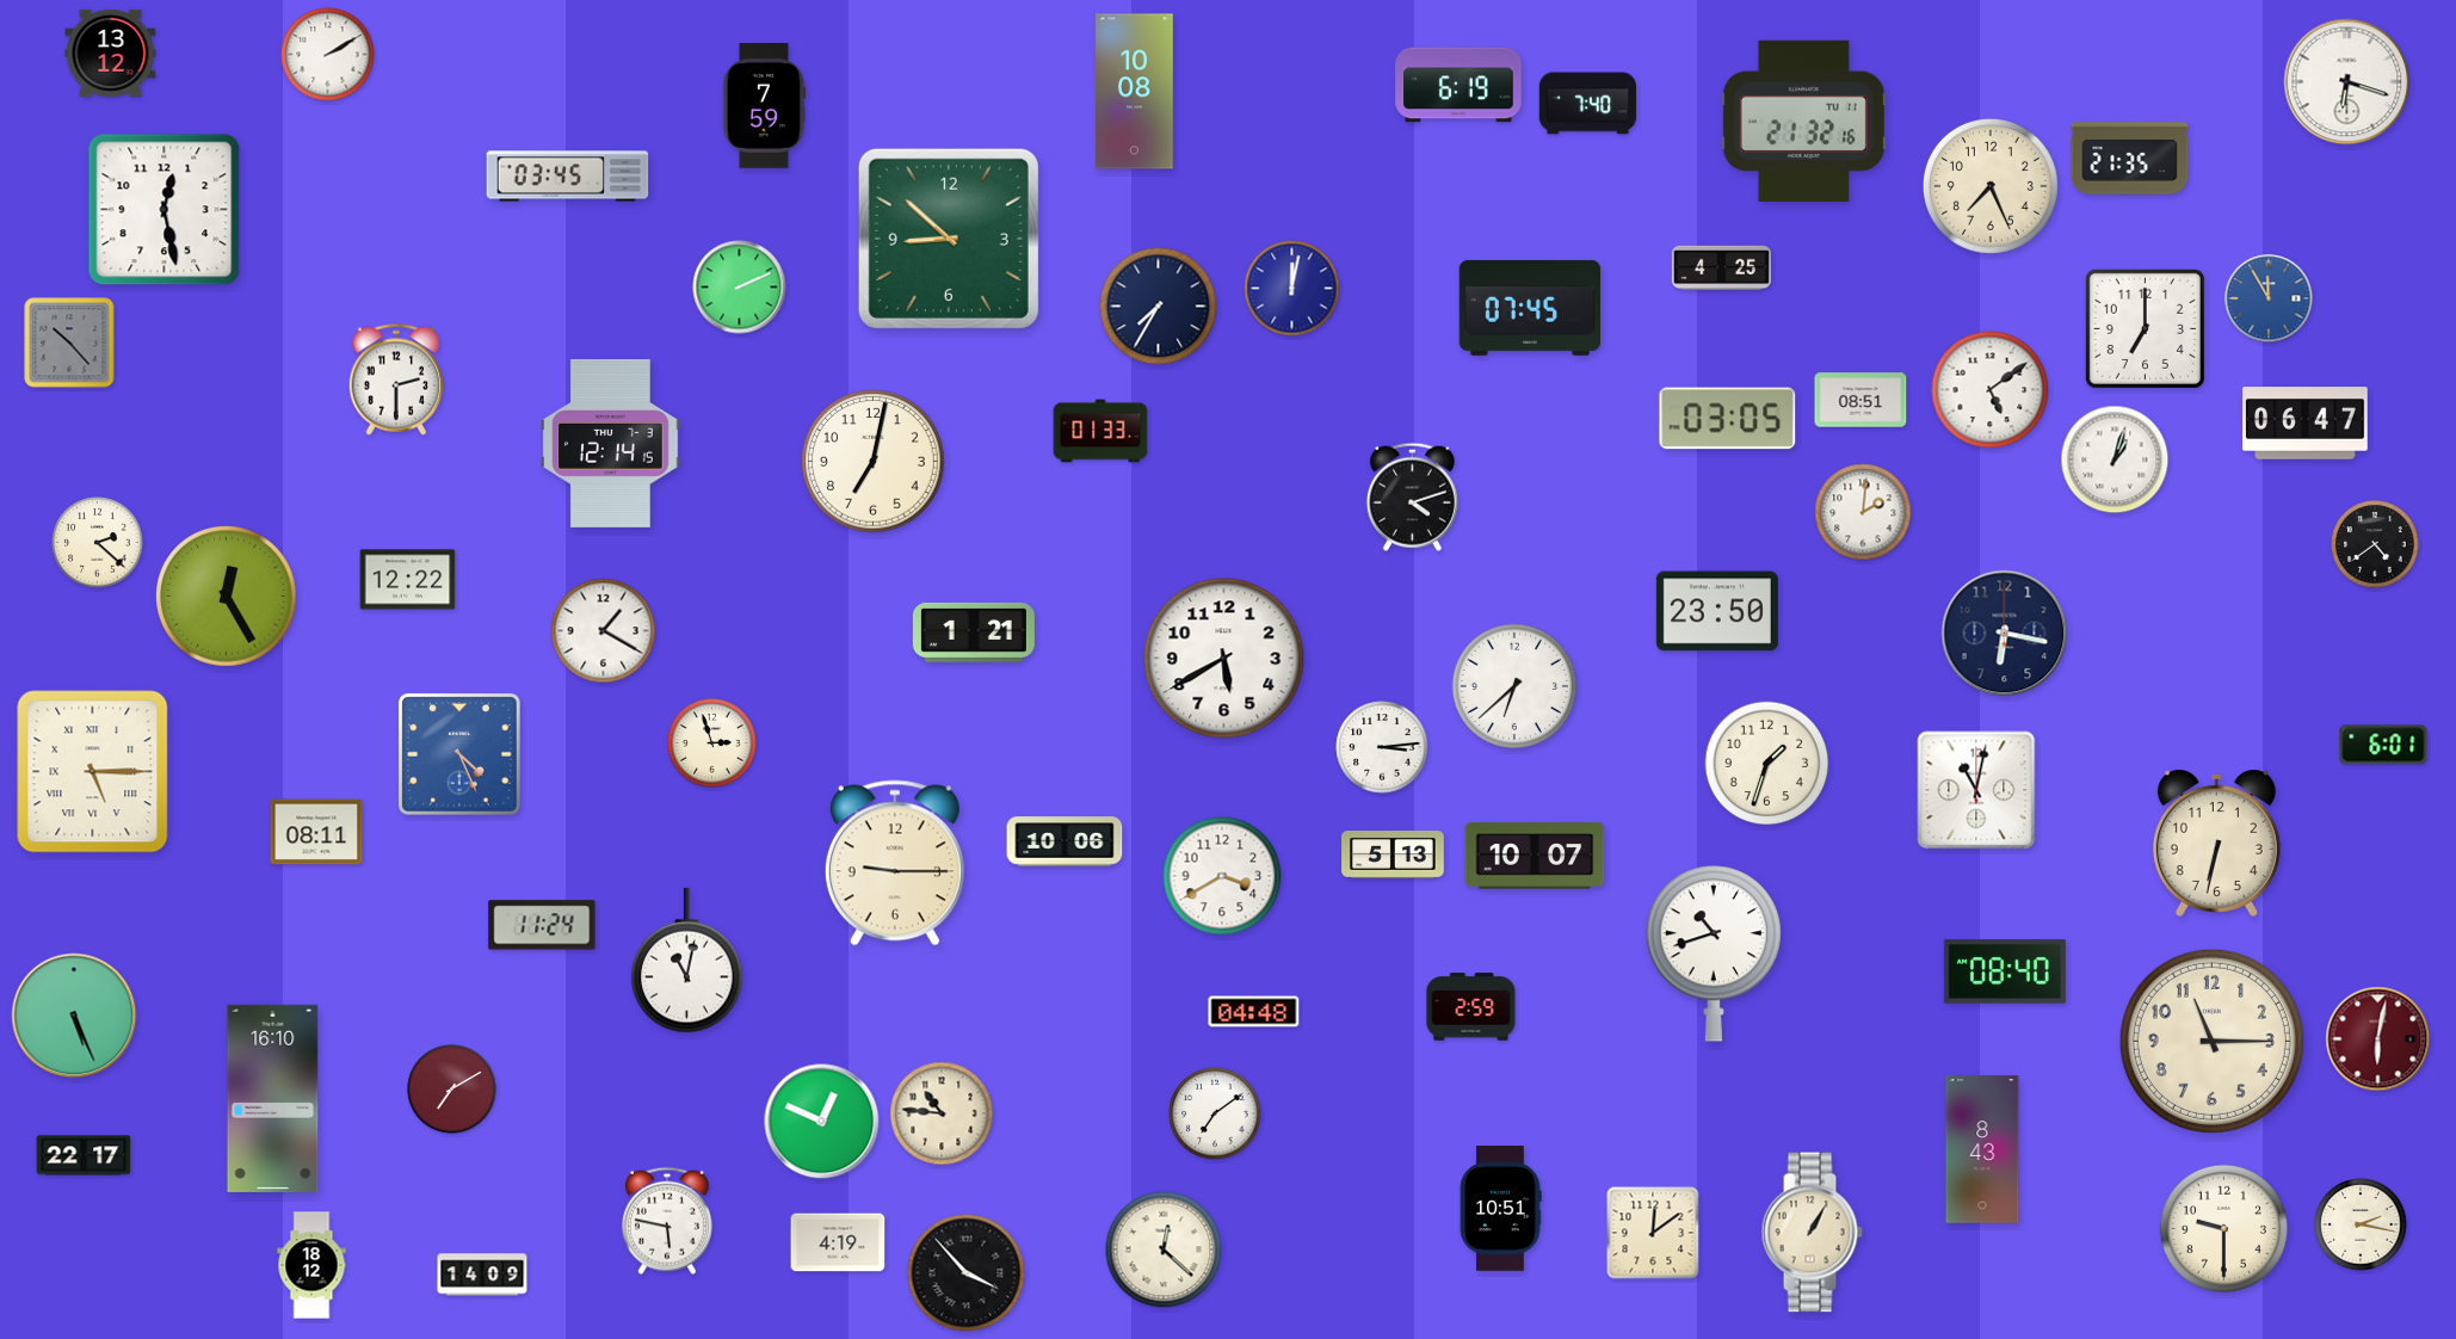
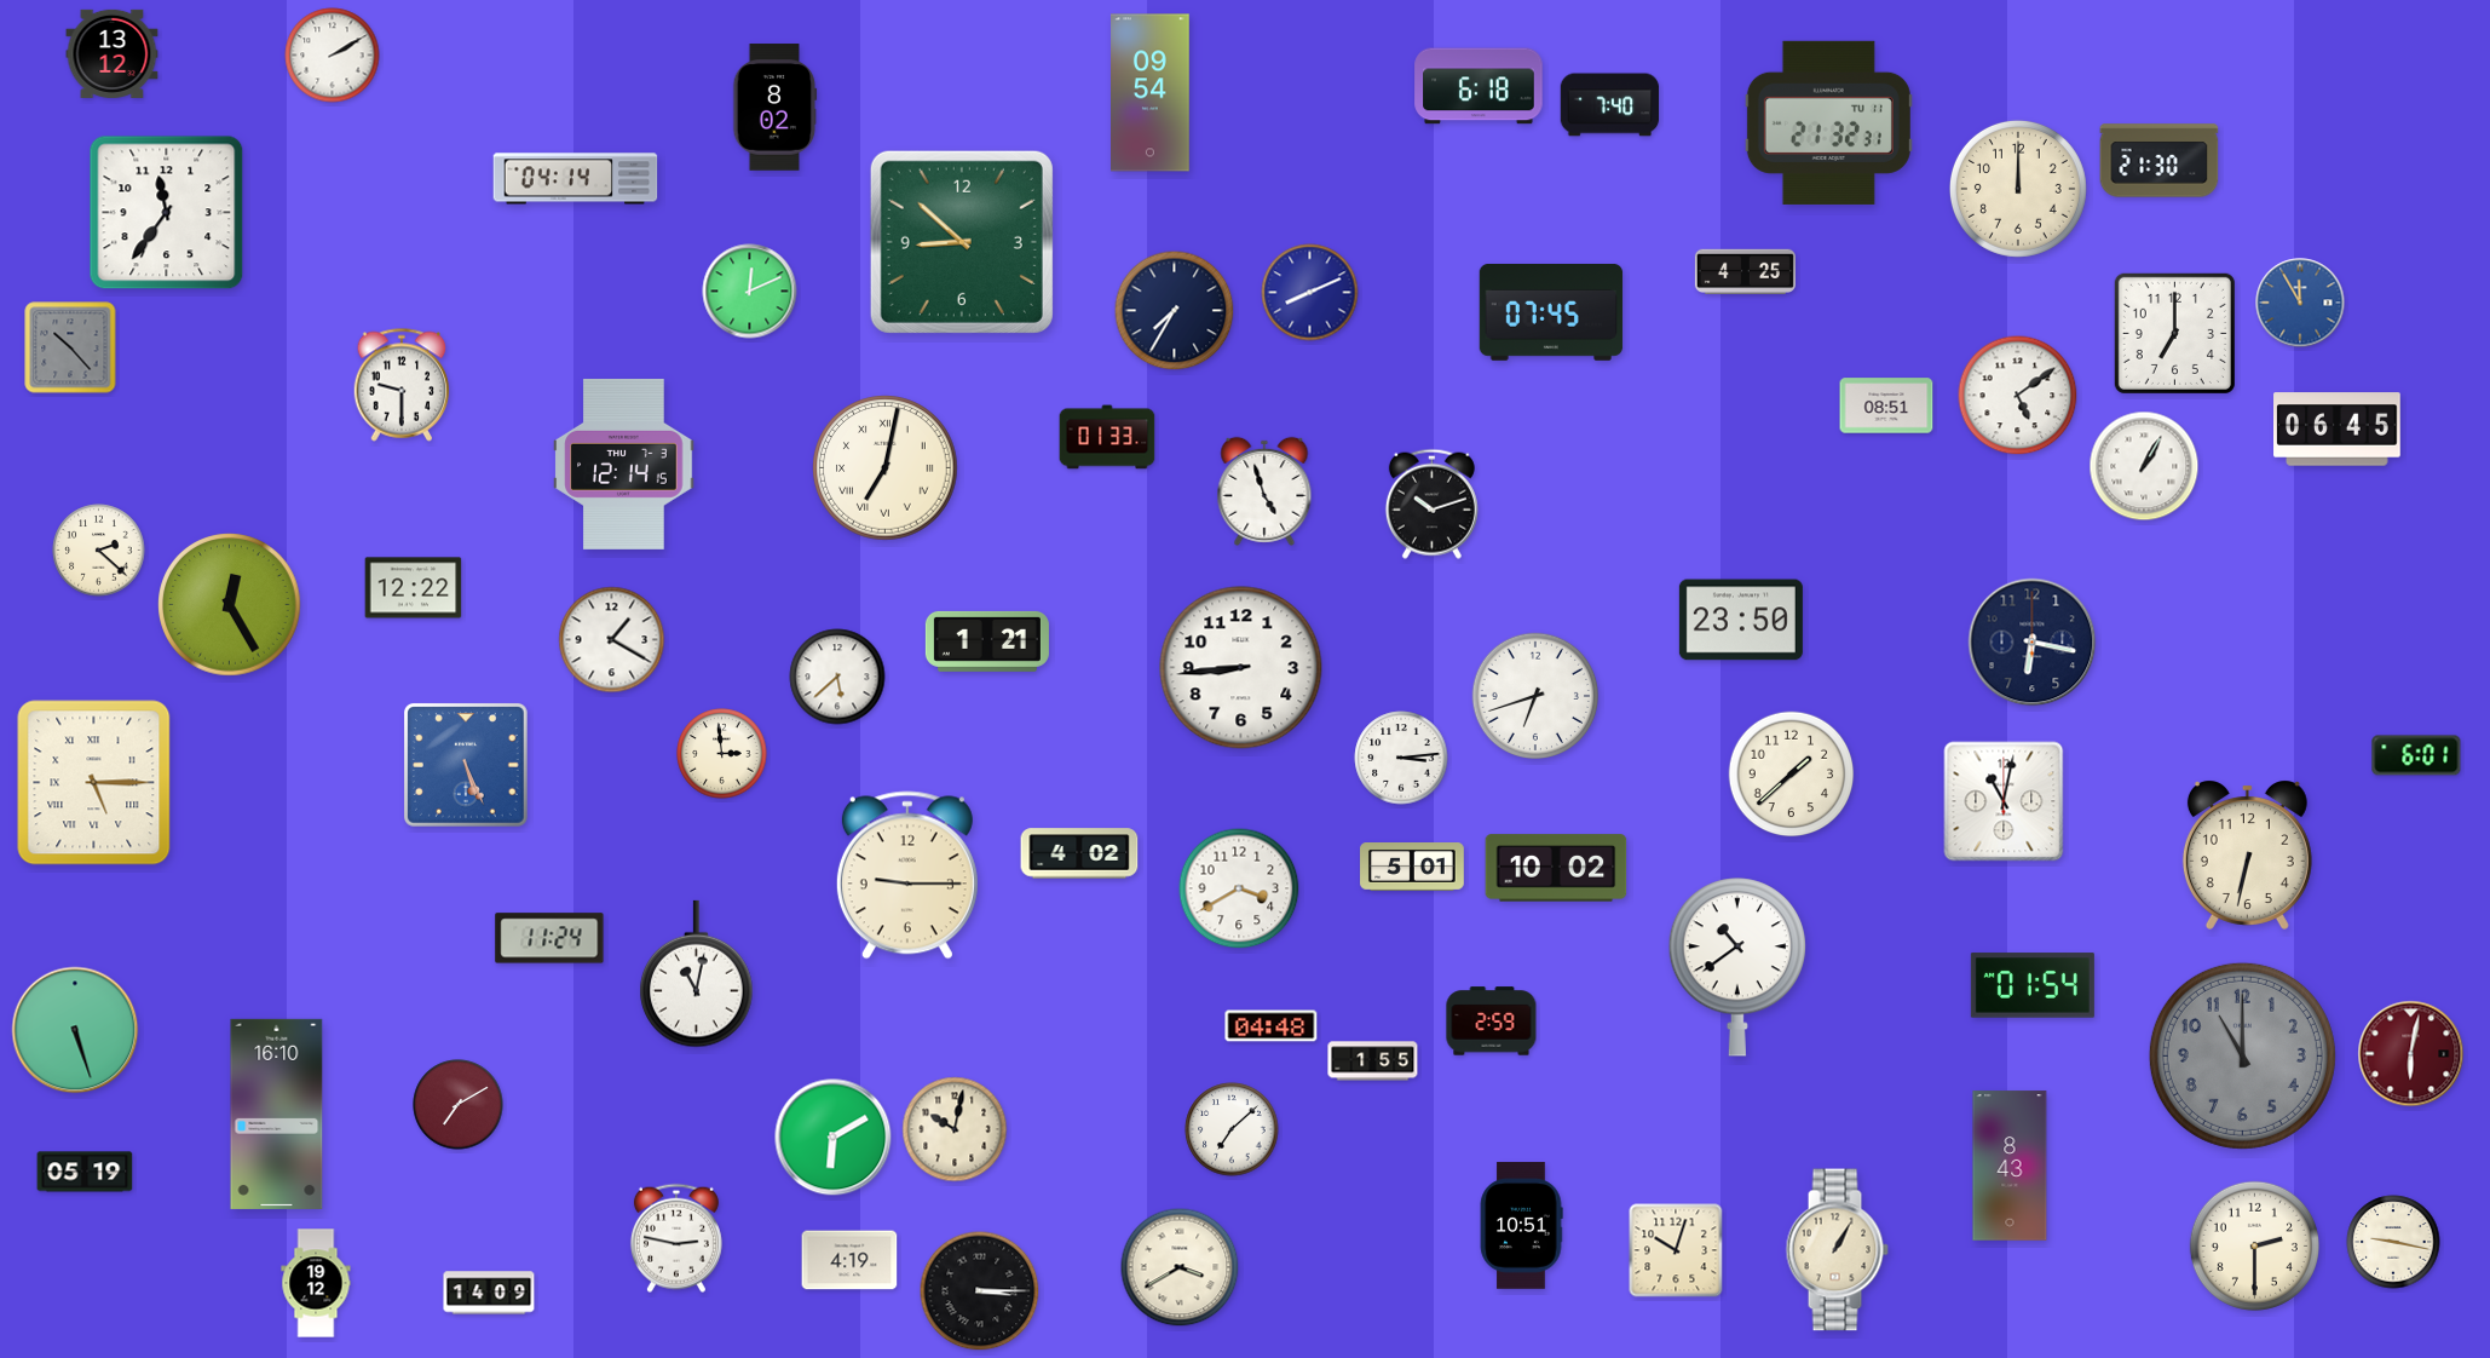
clock at (2347, 82): 6:18 -> none
clock at (1458, 85): 6:19 -> 6:18
clock at (1135, 92): 10:08 -> 09:54
clock at (765, 106): 7:59 -> 8:02
clock at (1803, 121): 21:32:16 -> 21:32:31
clock at (2130, 159): 21:35 -> 21:30
clock at (568, 177): 03:45 -> 04:14
clock at (1991, 186): 7:26 -> 12:00
clock at (165, 210): 12:28 -> 11:36
clock at (740, 288): 2:11 -> 12:11
clock at (1292, 289): 12:02 -> 8:11
clock at (396, 380): 2:30 -> 9:30
clock at (1728, 419): 03:05 -> none
clock at (2306, 424): 06:47 -> 06:45
clock at (1100, 431) position: (1100, 431) -> (1107, 437)
clock at (611, 443) position: (611, 443) -> (624, 464)
clock at (2115, 459): 1:03 -> 1:05
clock at (874, 462) numerals: Arabic -> Roman
clock at (1264, 491): none -> 4:57
clock at (1412, 496): 4:12 -> 10:12
clock at (1863, 512): 2:01 -> none
clock at (2375, 544): 4:39 -> none
clock at (1224, 659): 5:40 -> 8:44
clock at (837, 677): none -> 5:38
clock at (1514, 686): 6:38 -> 6:42
clock at (712, 743): 2:57 -> 2:59
clock at (461, 755): 4:26 -> 5:26
clock at (1767, 764): 1:33 -> 1:38
clock at (316, 832): 08:11 -> none
clock at (1065, 841): 10:06 -> 4:02
clock at (1393, 856): 5:13 -> 5:01
clock at (1535, 856): 10:07 -> 10:02
clock at (1714, 954): 10:42 -> 10:39
clock at (2005, 971): 08:40 -> 01:54
clock at (74, 1016): 5:26 -> 5:27
clock at (2211, 1041): 11:15 -> 11:00
clock at (2211, 1041) dial: cream -> grey
clock at (1373, 1061): none -> 1:55
clock at (942, 1113): 10:46 -> 10:02
clock at (1215, 1113): 7:09 -> 7:08
clock at (822, 1122): 12:49 -> 6:10
clock at (84, 1155): 22:17 -> 05:19
clock at (667, 1221): 5:47 -> 2:47
clock at (2361, 1224): 2:17 -> 9:17
clock at (2223, 1228): 9:30 -> 2:30
clock at (1653, 1233): 12:09 -> 10:03
clock at (1164, 1249): 12:22 -> 3:40
clock at (311, 1265): 18:12 -> 19:12
clock at (967, 1273): 3:53 -> 3:15
